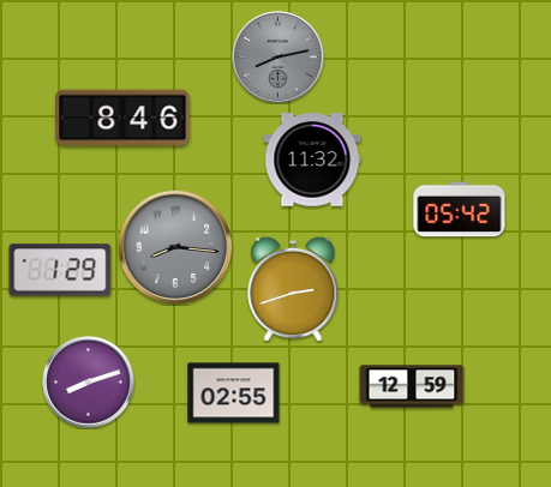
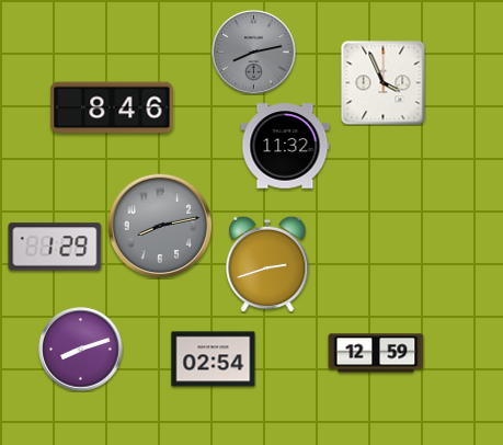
clock at (384, 83): none -> 3:56
clock at (460, 210): 05:42 -> none
clock at (175, 247): 8:16 -> 8:13
clock at (234, 393): 02:55 -> 02:54
